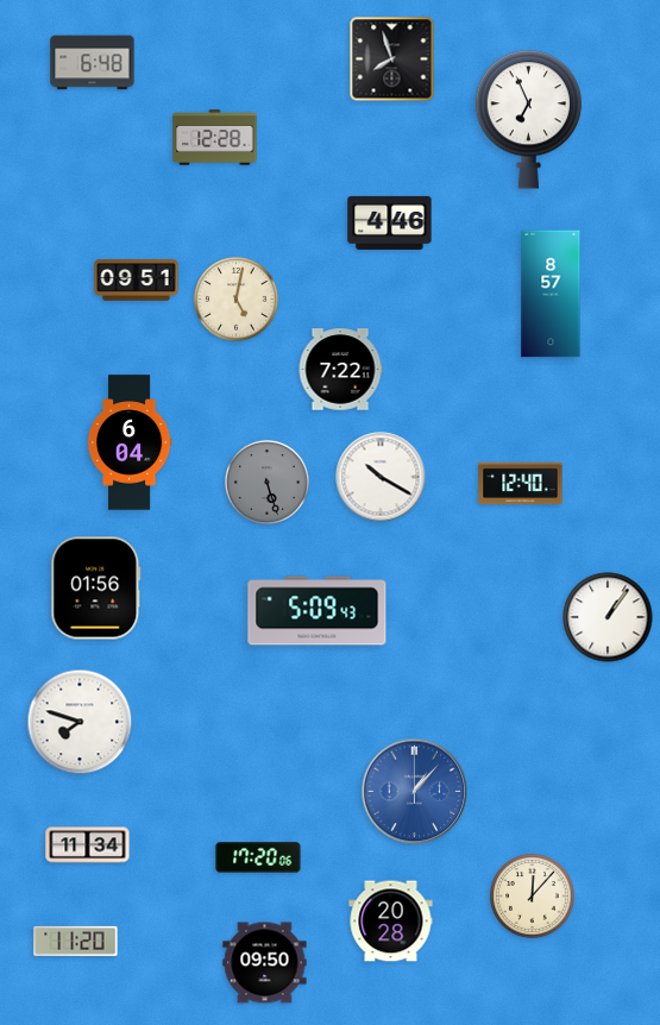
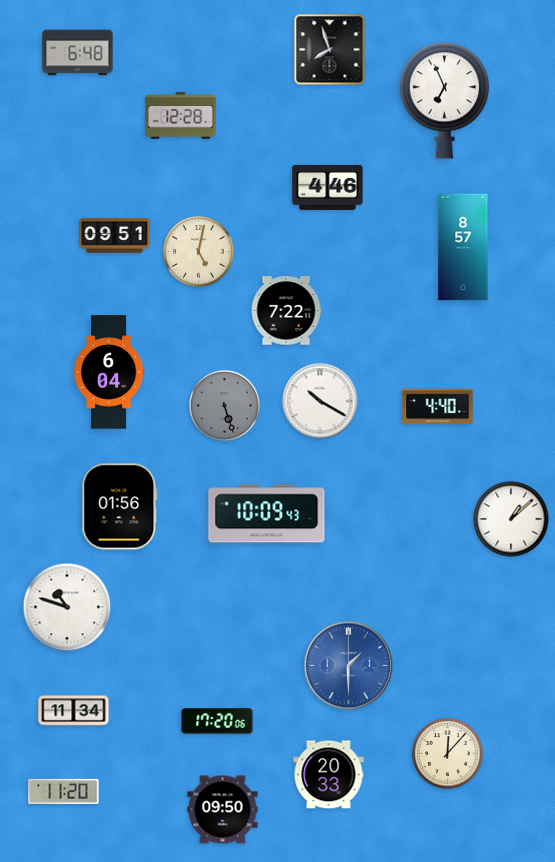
clock at (521, 484): 12:40 -> 4:40
clock at (96, 589) position: (96, 589) -> (120, 507)
clock at (318, 611): 5:09 -> 10:09
clock at (608, 617): 1:06 -> 1:08
clock at (80, 722): 7:48 -> 10:48
clock at (415, 792): 1:07 -> 1:30
clock at (391, 922): 20:28 -> 20:33
